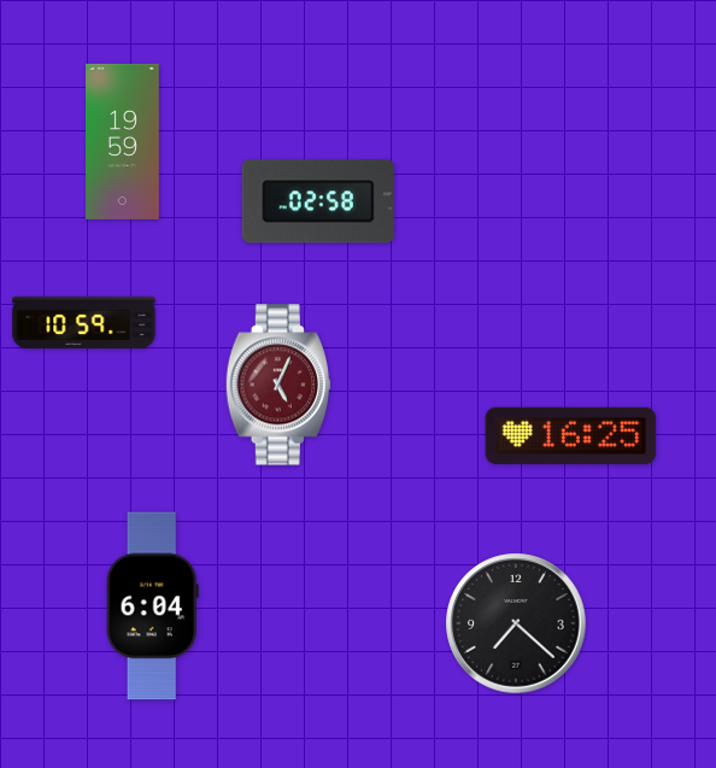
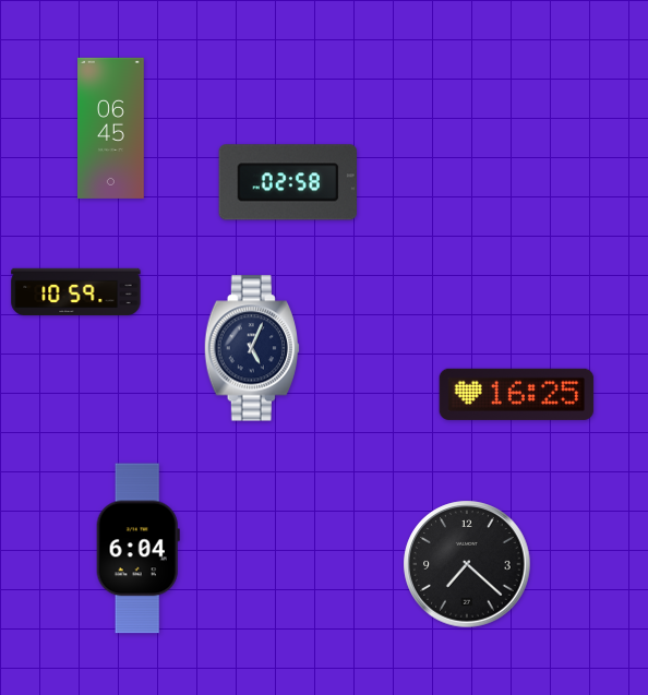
clock at (123, 141): 19:59 -> 06:45
clock at (277, 385) dial: burgundy -> navy
